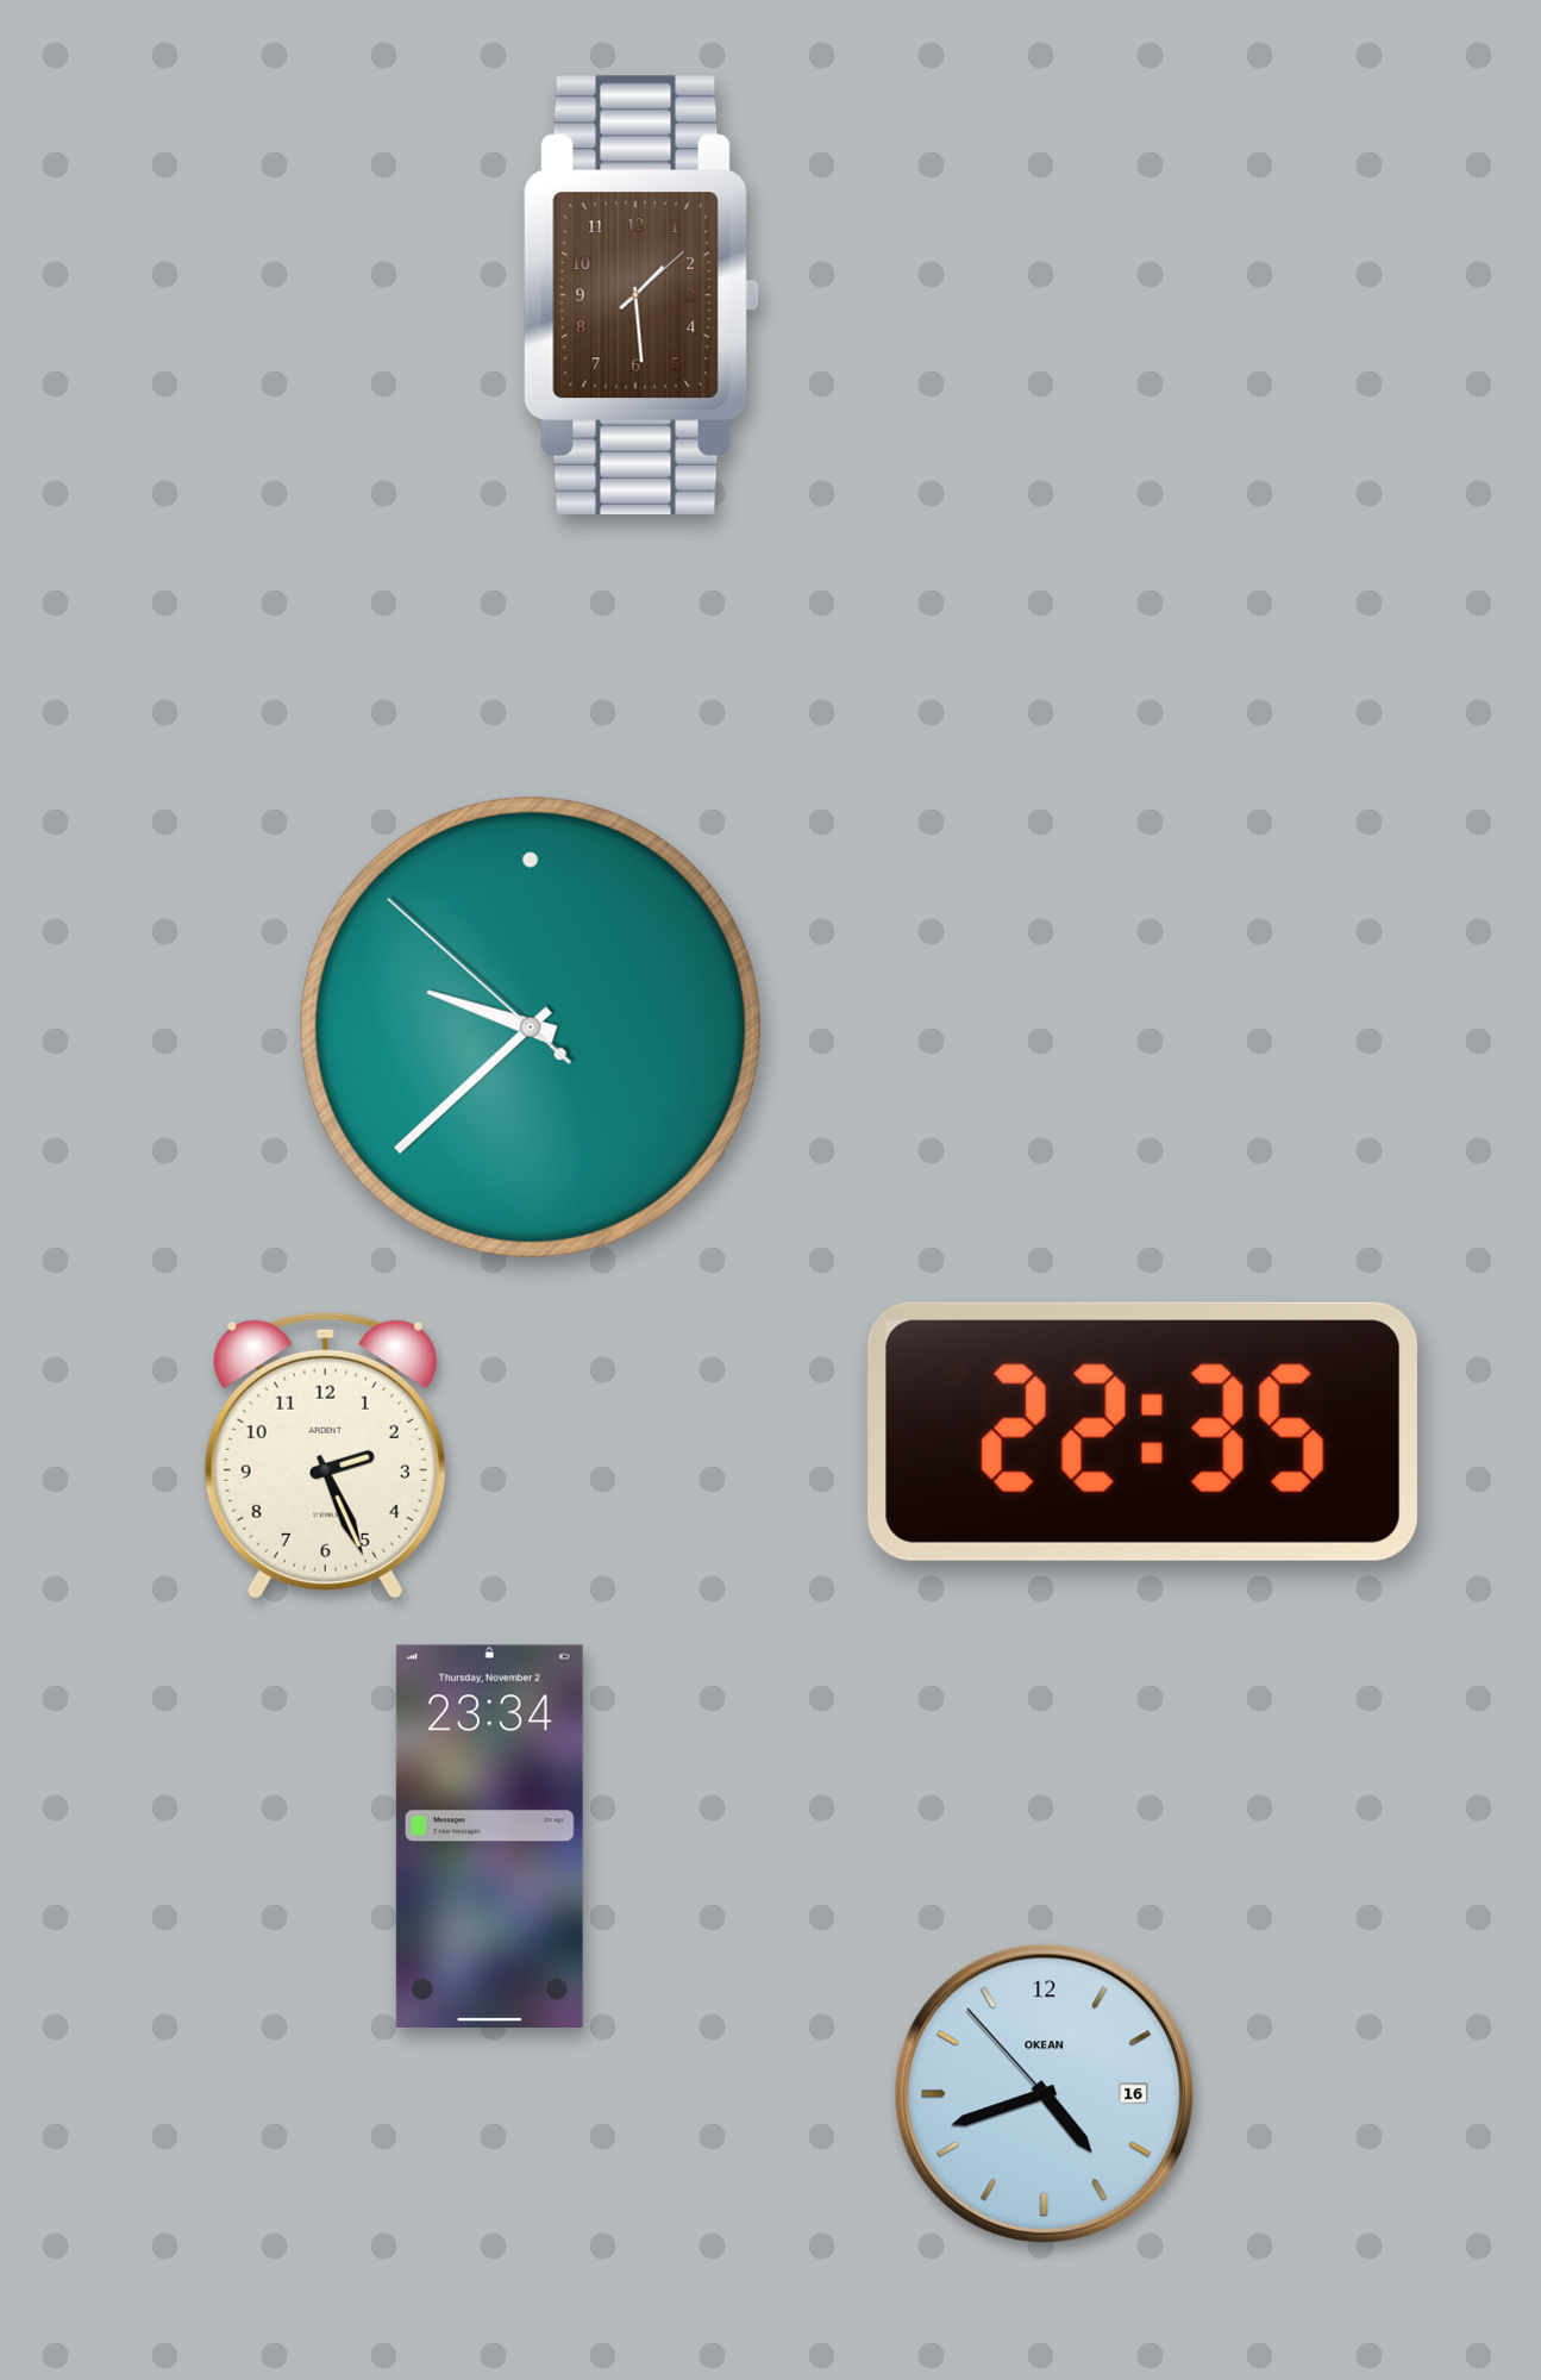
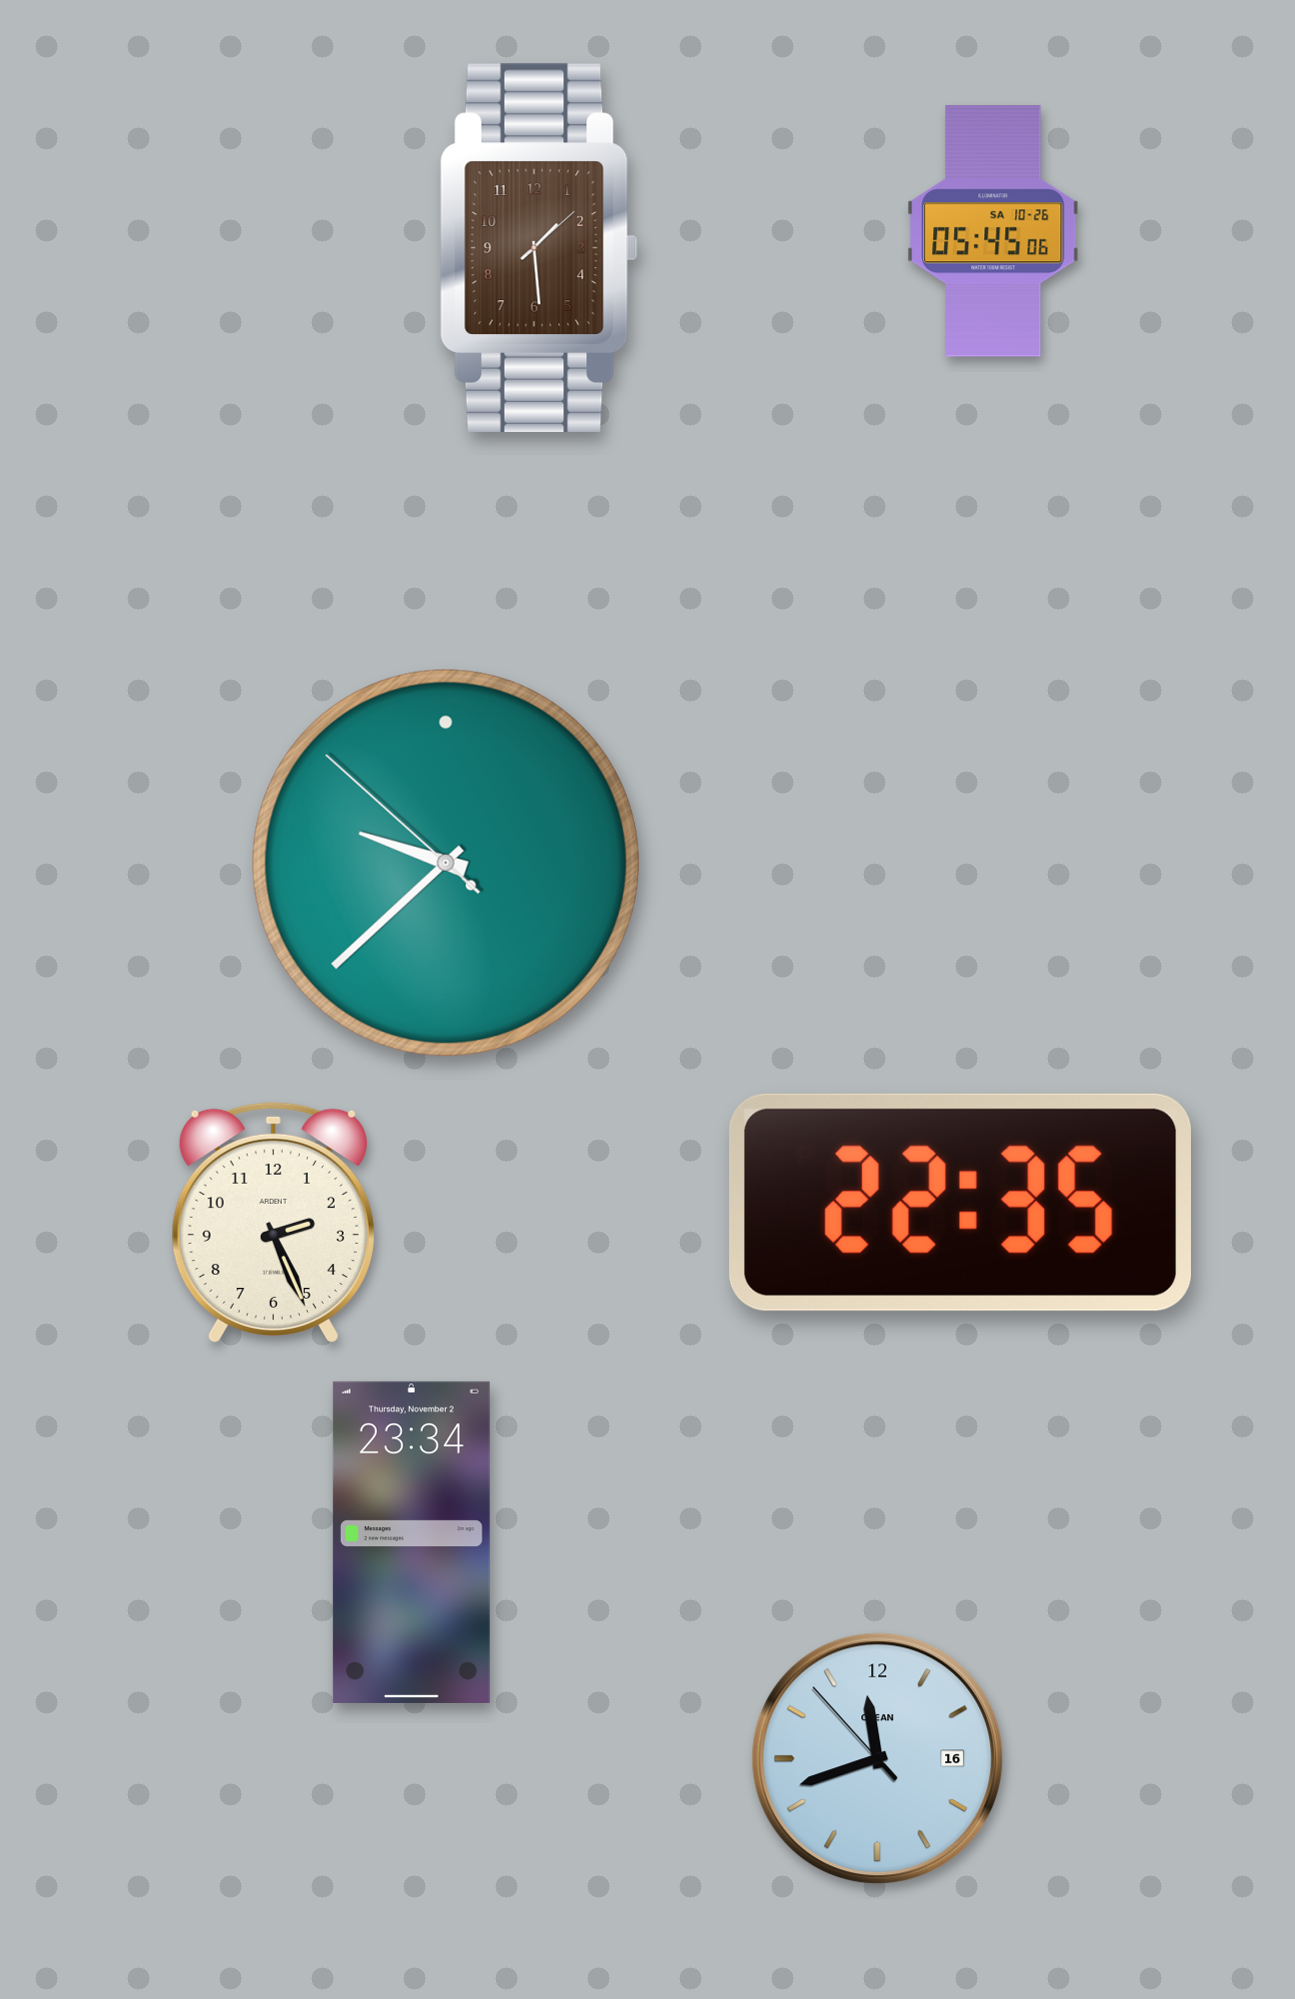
clock at (993, 231): none -> 05:45
clock at (1045, 2094): 4:41 -> 11:41
